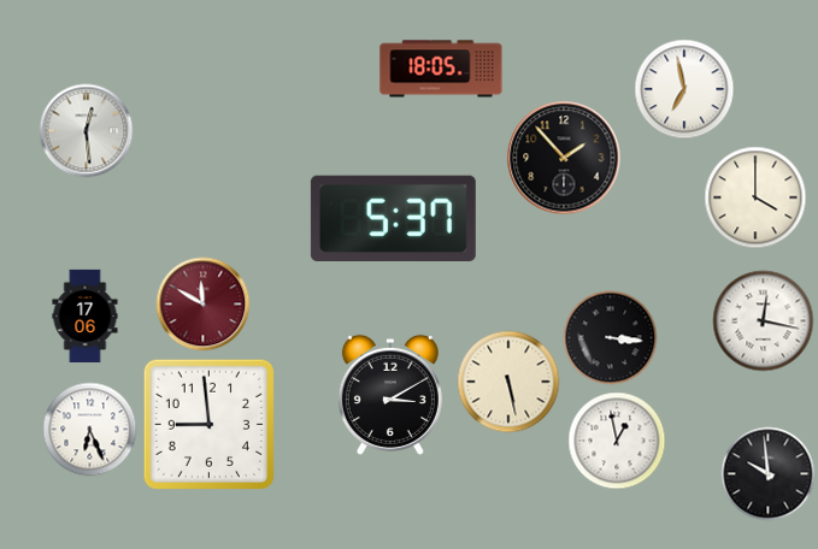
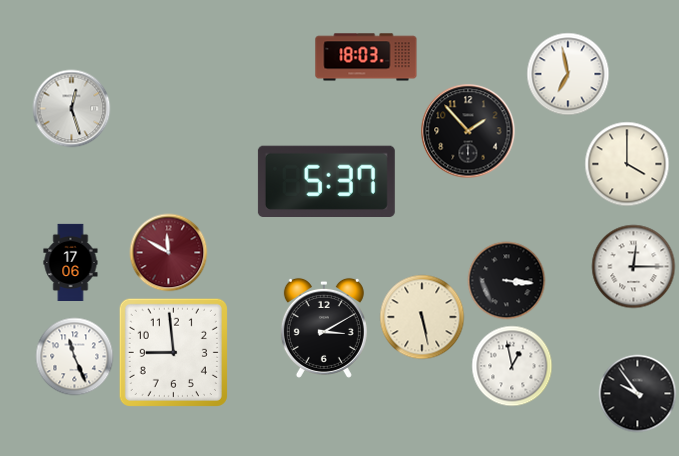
clock at (441, 69): 18:05 -> 18:03
clock at (86, 130): 12:29 -> 12:27
clock at (763, 320): 12:17 -> 12:15
clock at (89, 429): 6:26 -> 11:26
clock at (767, 473): 9:59 -> 9:54
